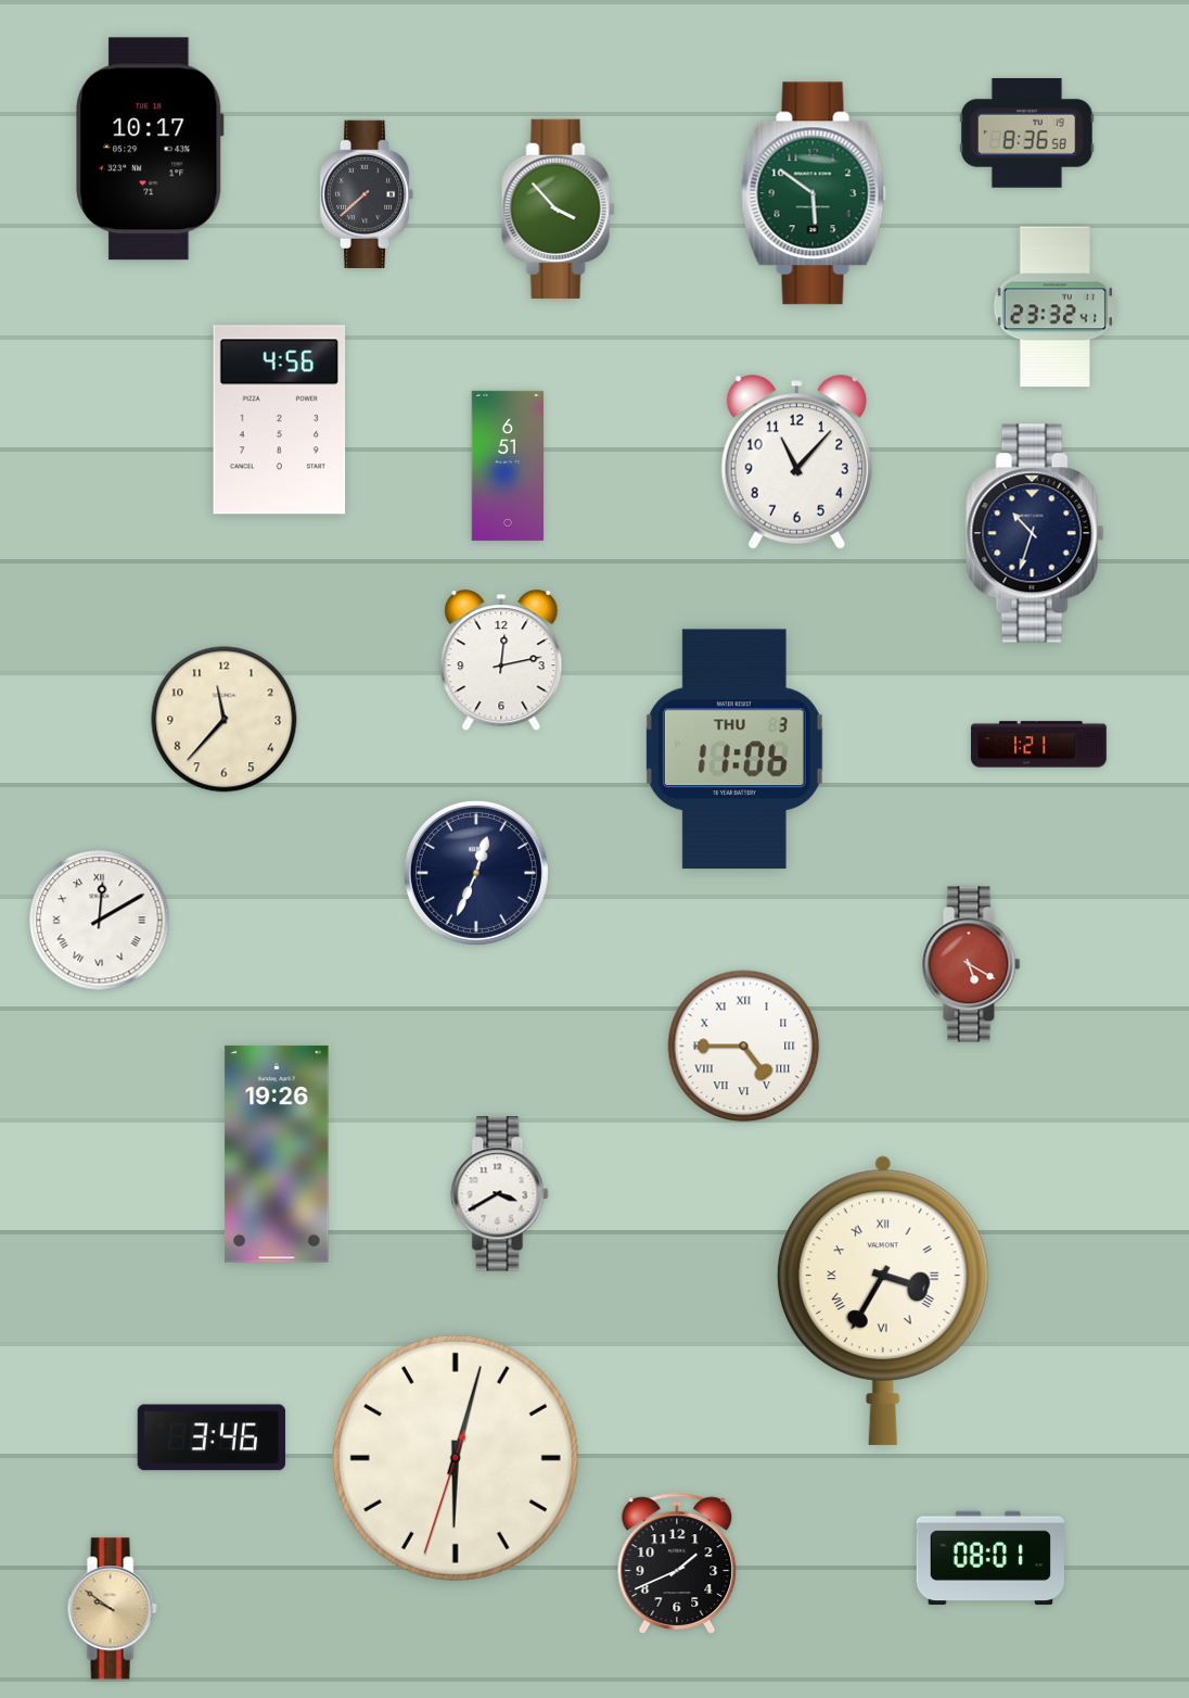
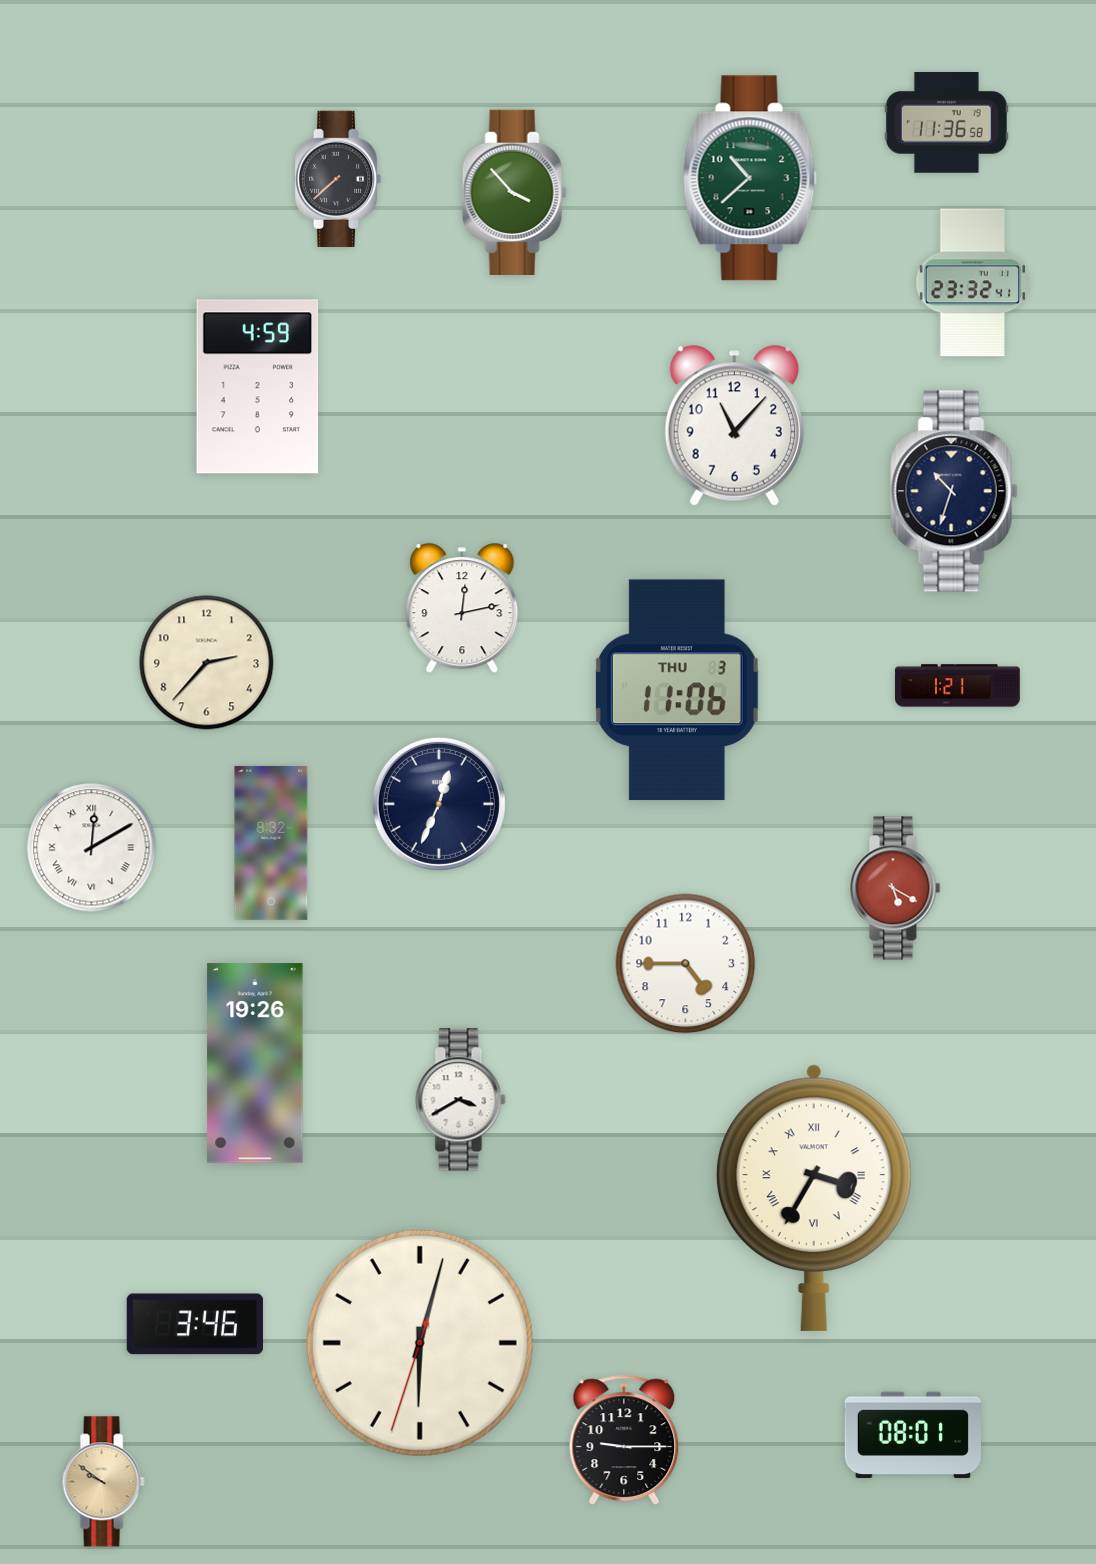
clock at (1026, 134): 8:36 -> 11:36
clock at (150, 149): 10:17 -> none
clock at (814, 193): 5:51 -> 10:38
clock at (280, 420): 4:56 -> 4:59
clock at (508, 466): 6:51 -> none
clock at (225, 720): 11:37 -> 2:37
clock at (271, 843): none -> 8:32
clock at (744, 1047) numerals: Roman -> Arabic
clock at (677, 1563): 1:41 -> 9:15
